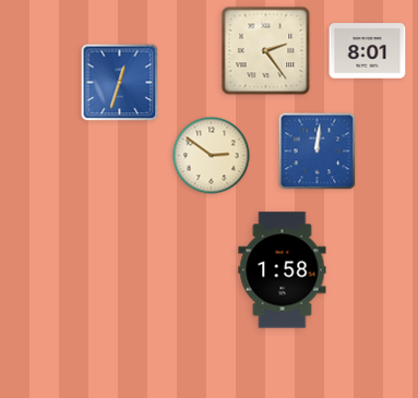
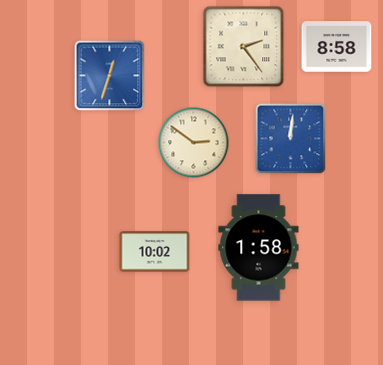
clock at (368, 51): 8:01 -> 8:58
clock at (155, 252): none -> 10:02
